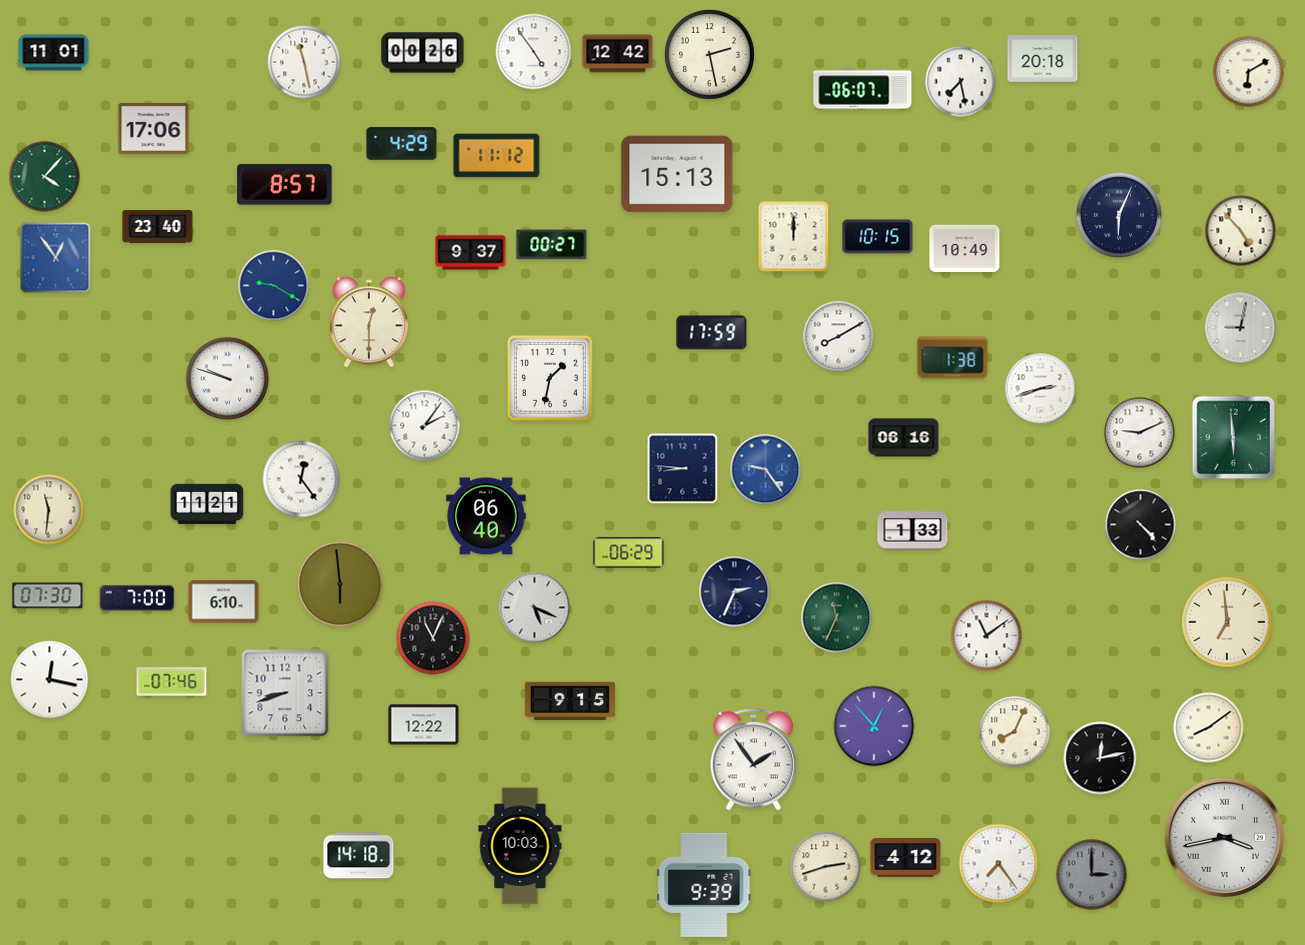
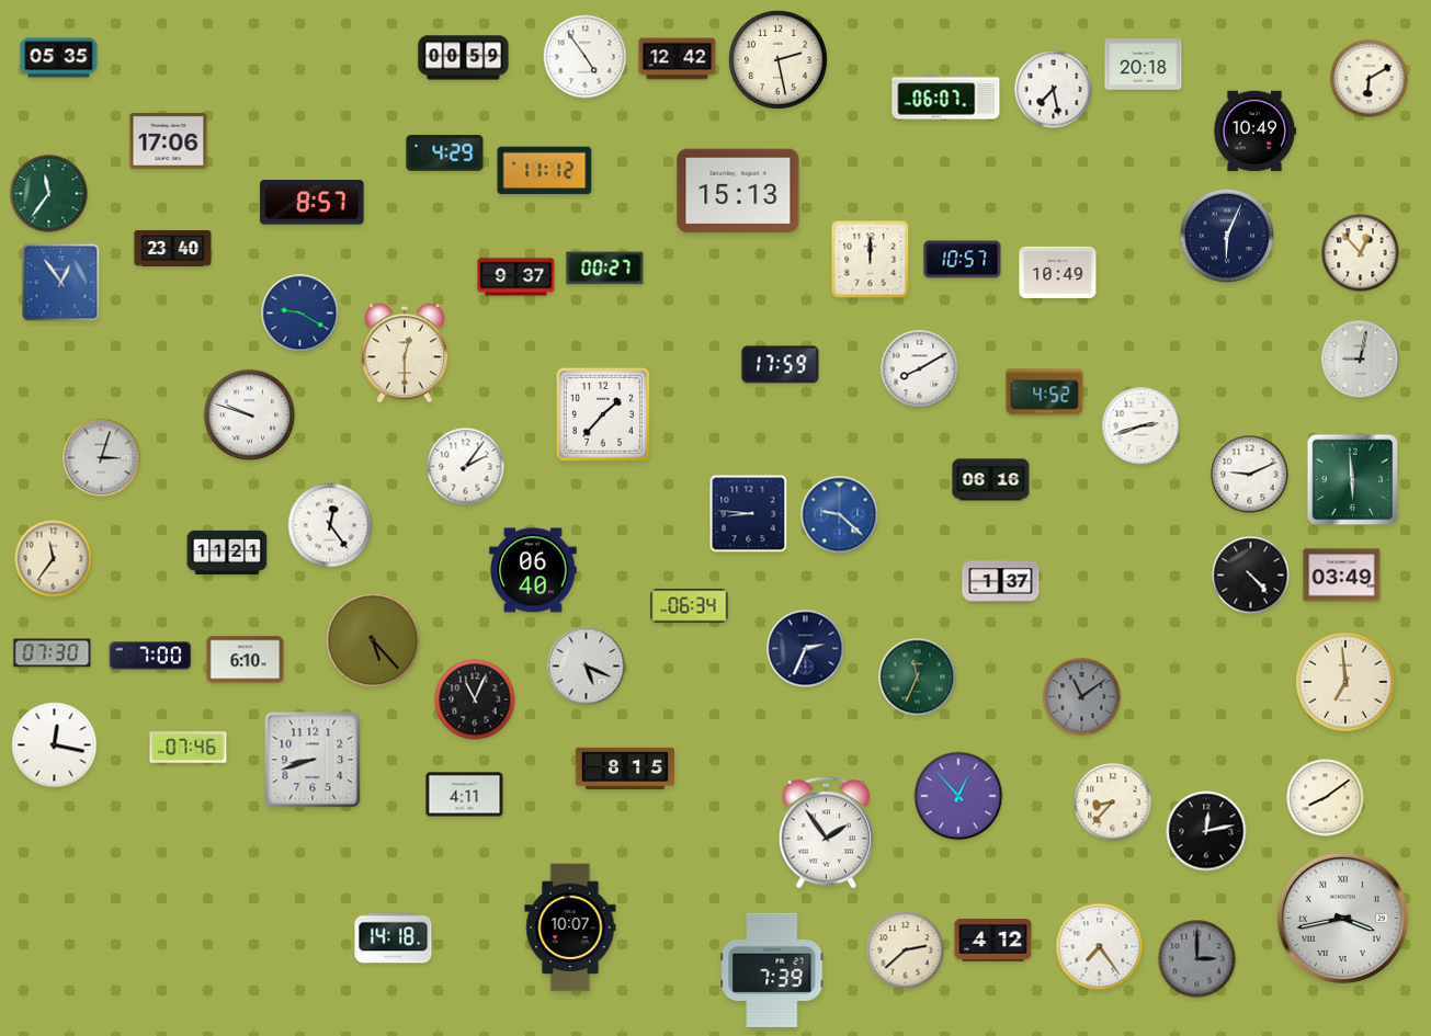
clock at (54, 53): 11:01 -> 05:35
clock at (423, 53): 00:26 -> 00:59
clock at (304, 62): 11:28 -> none
clock at (1254, 132): none -> 10:49
clock at (402, 144) position: (402, 144) -> (445, 153)
clock at (677, 174) position: (677, 174) -> (738, 191)
clock at (45, 177): 4:07 -> 11:36
clock at (1241, 231): 4:53 -> 12:53
clock at (878, 237): 10:15 -> 10:57
clock at (953, 358): 1:38 -> 4:52
clock at (550, 378): 1:32 -> 1:37
clock at (102, 458): none -> 3:03
clock at (766, 470): 9:24 -> 9:22
clock at (49, 510): 11:31 -> 11:36
clock at (486, 516) position: (486, 516) -> (533, 570)
clock at (1342, 576): none -> 03:49
clock at (913, 531): 1:33 -> 1:37
clock at (629, 553): 06:29 -> 06:34
clock at (339, 583): 5:59 -> 5:23
clock at (987, 636) dial: white -> grey
clock at (569, 701): 9:15 -> 8:15
clock at (424, 725): 12:22 -> 4:11
clock at (1015, 732): 8:04 -> 8:37
clock at (520, 846): 10:03 -> 10:07
clock at (999, 864) position: (999, 864) -> (1100, 947)
clock at (826, 867): 2:42 -> 2:38
clock at (704, 885): 9:39 -> 7:39
